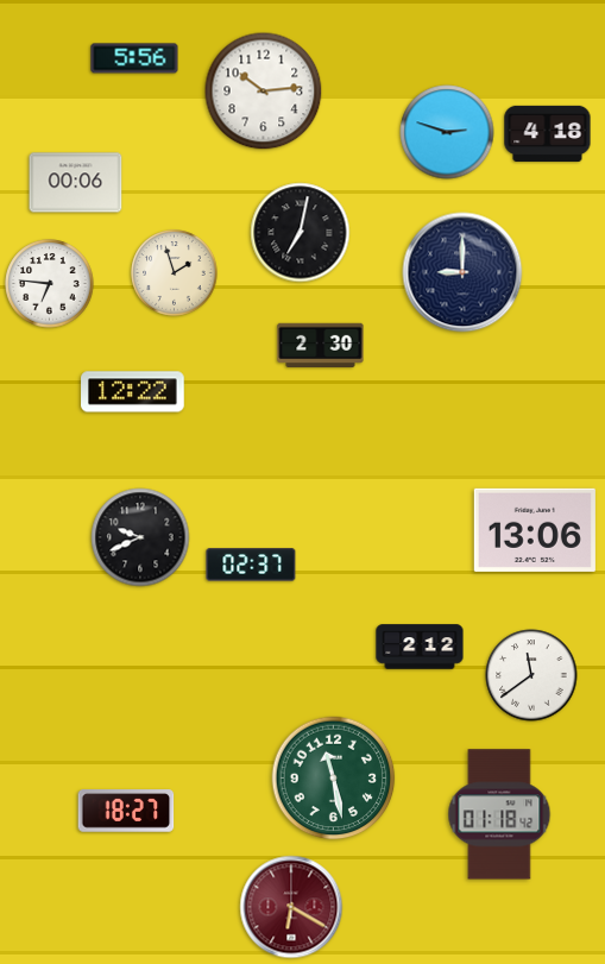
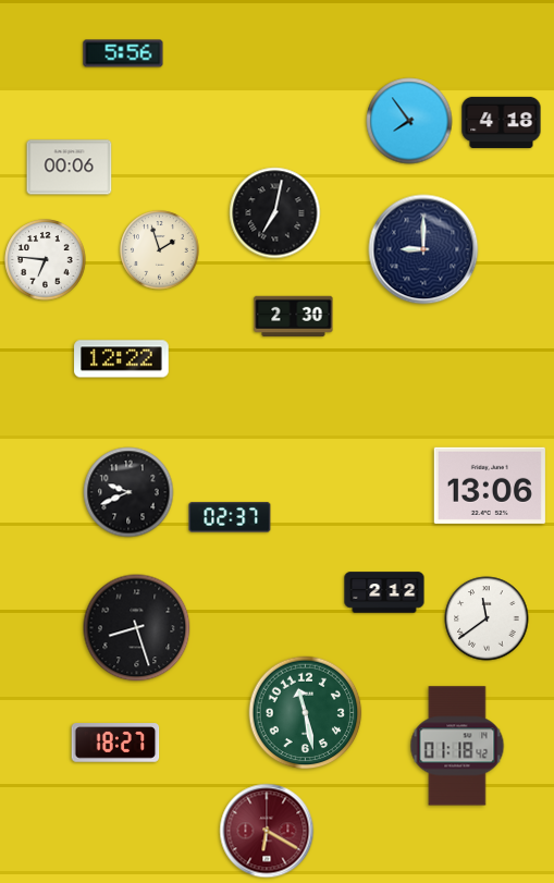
clock at (264, 92): 10:14 -> none
clock at (447, 132): 2:48 -> 7:54
clock at (137, 628): none -> 8:27
